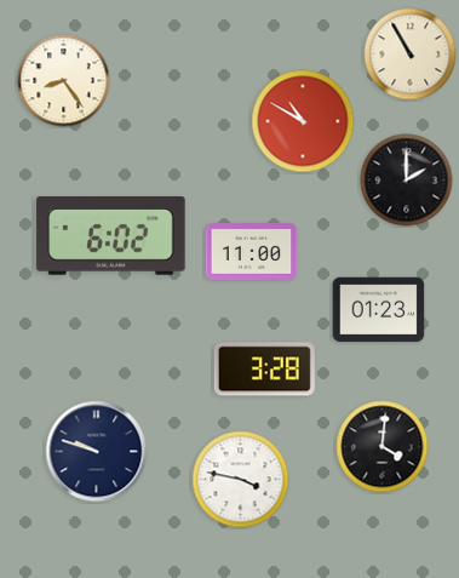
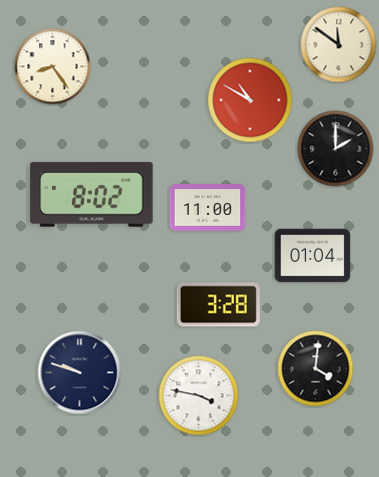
clock at (411, 55): 10:55 -> 11:51
clock at (111, 236): 6:02 -> 8:02
clock at (379, 310): 01:23 -> 01:04
